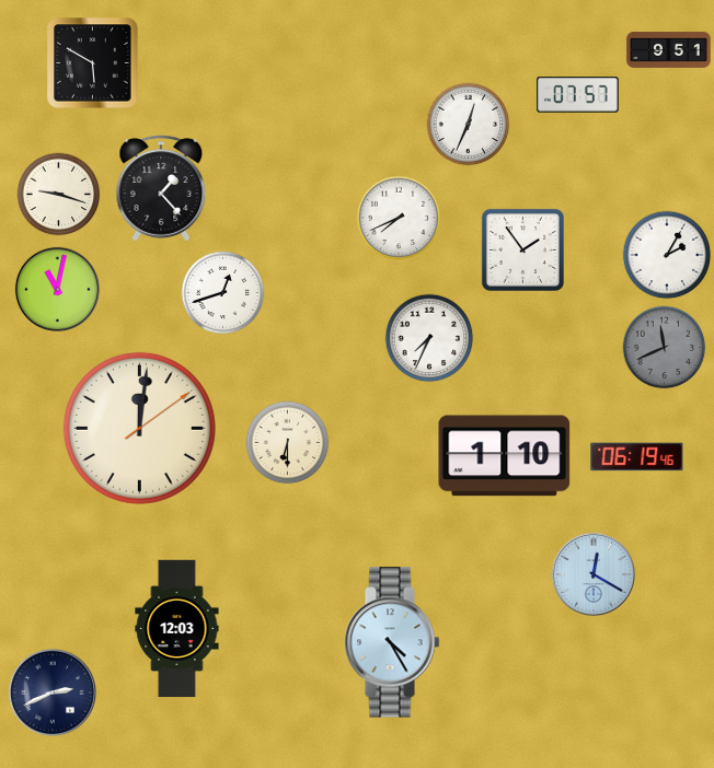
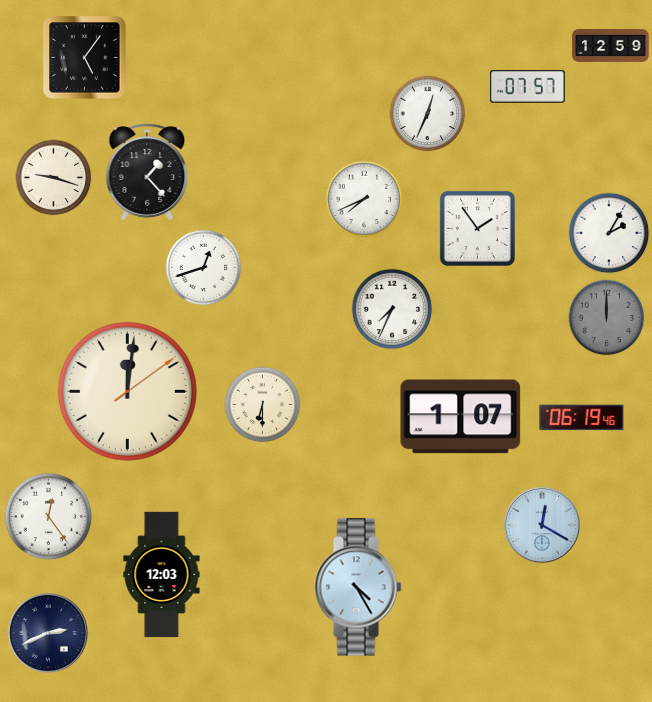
clock at (669, 49): 9:51 -> 12:59
clock at (93, 63): 5:50 -> 5:06
clock at (57, 289): 11:02 -> none
clock at (665, 348): 11:41 -> 12:00
clock at (505, 456): 1:10 -> 1:07
clock at (49, 517): none -> 12:24
